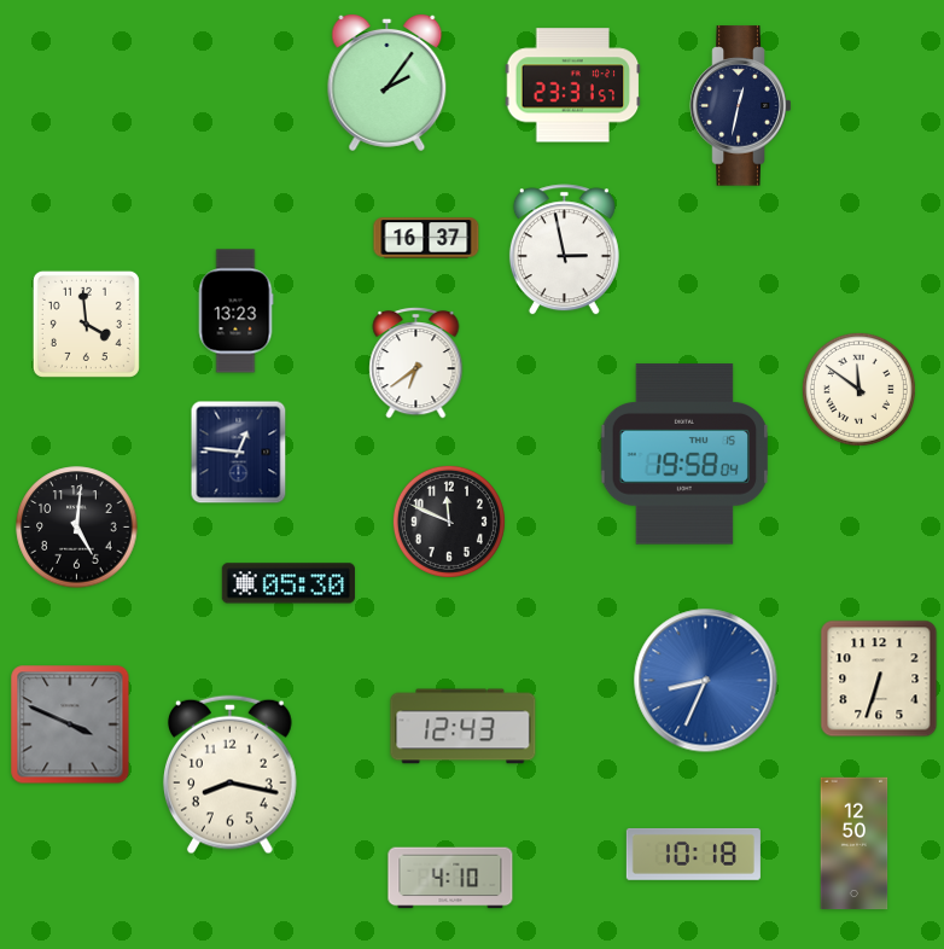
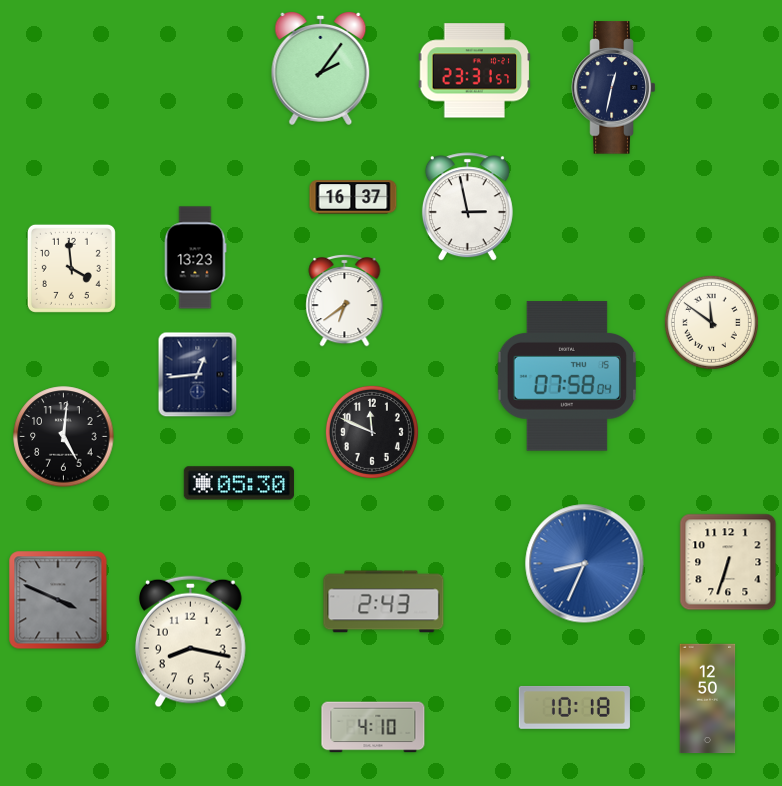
clock at (239, 453): 12:46 -> 12:44
clock at (684, 454): 19:58 -> 07:58
clock at (464, 727): 12:43 -> 2:43
